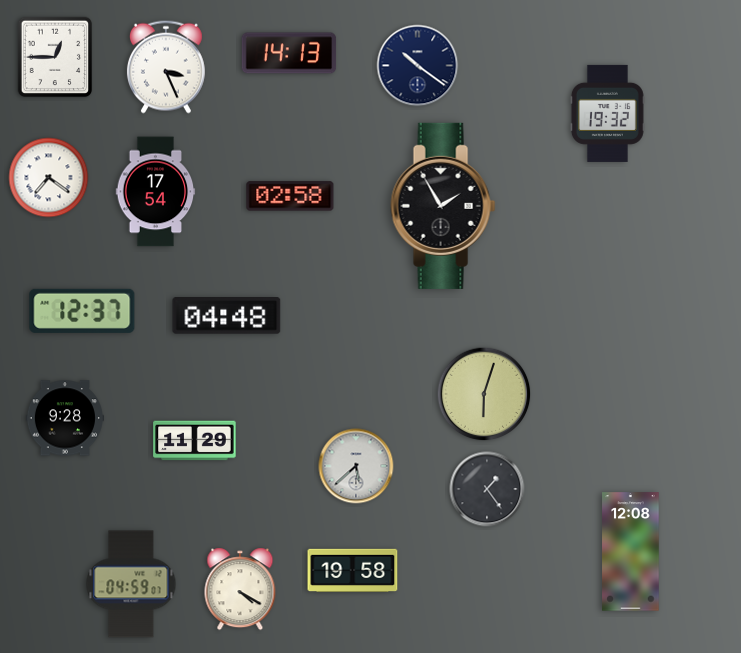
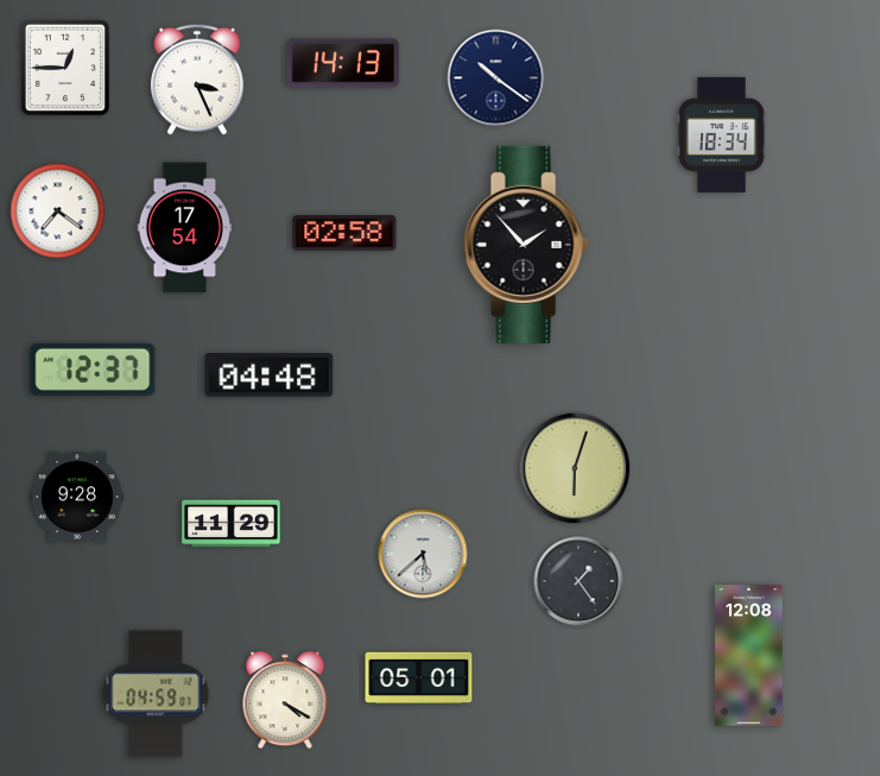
clock at (607, 113): 19:32 -> 18:34
clock at (443, 206): 1:55 -> 1:53
clock at (82, 311) position: (82, 311) -> (93, 370)
clock at (353, 571): 19:58 -> 05:01
